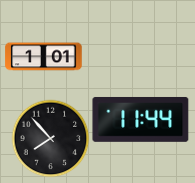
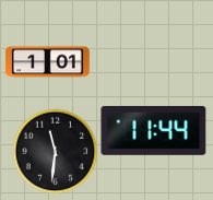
clock at (50, 138): 7:53 -> 11:31
